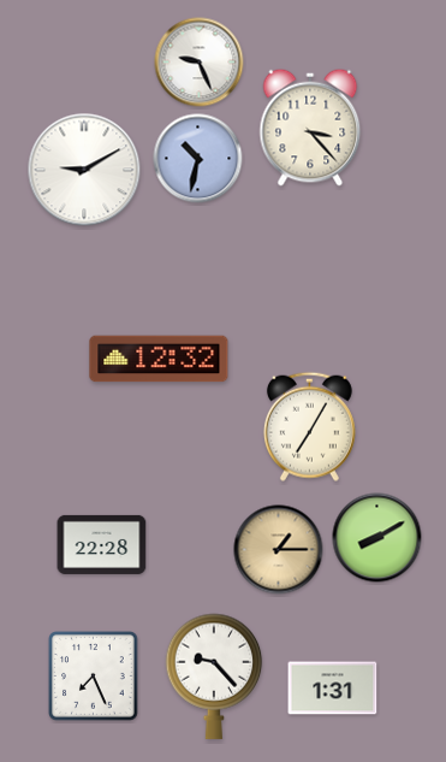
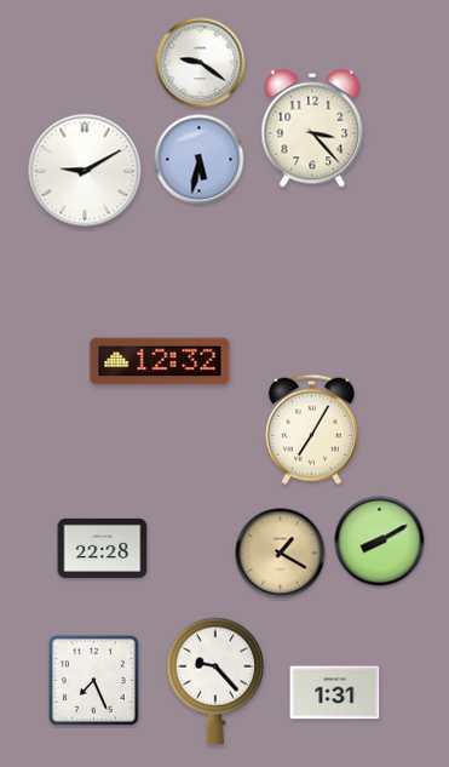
clock at (200, 63): 9:26 -> 9:21
clock at (198, 159): 10:32 -> 5:32
clock at (279, 550): 1:15 -> 1:20
